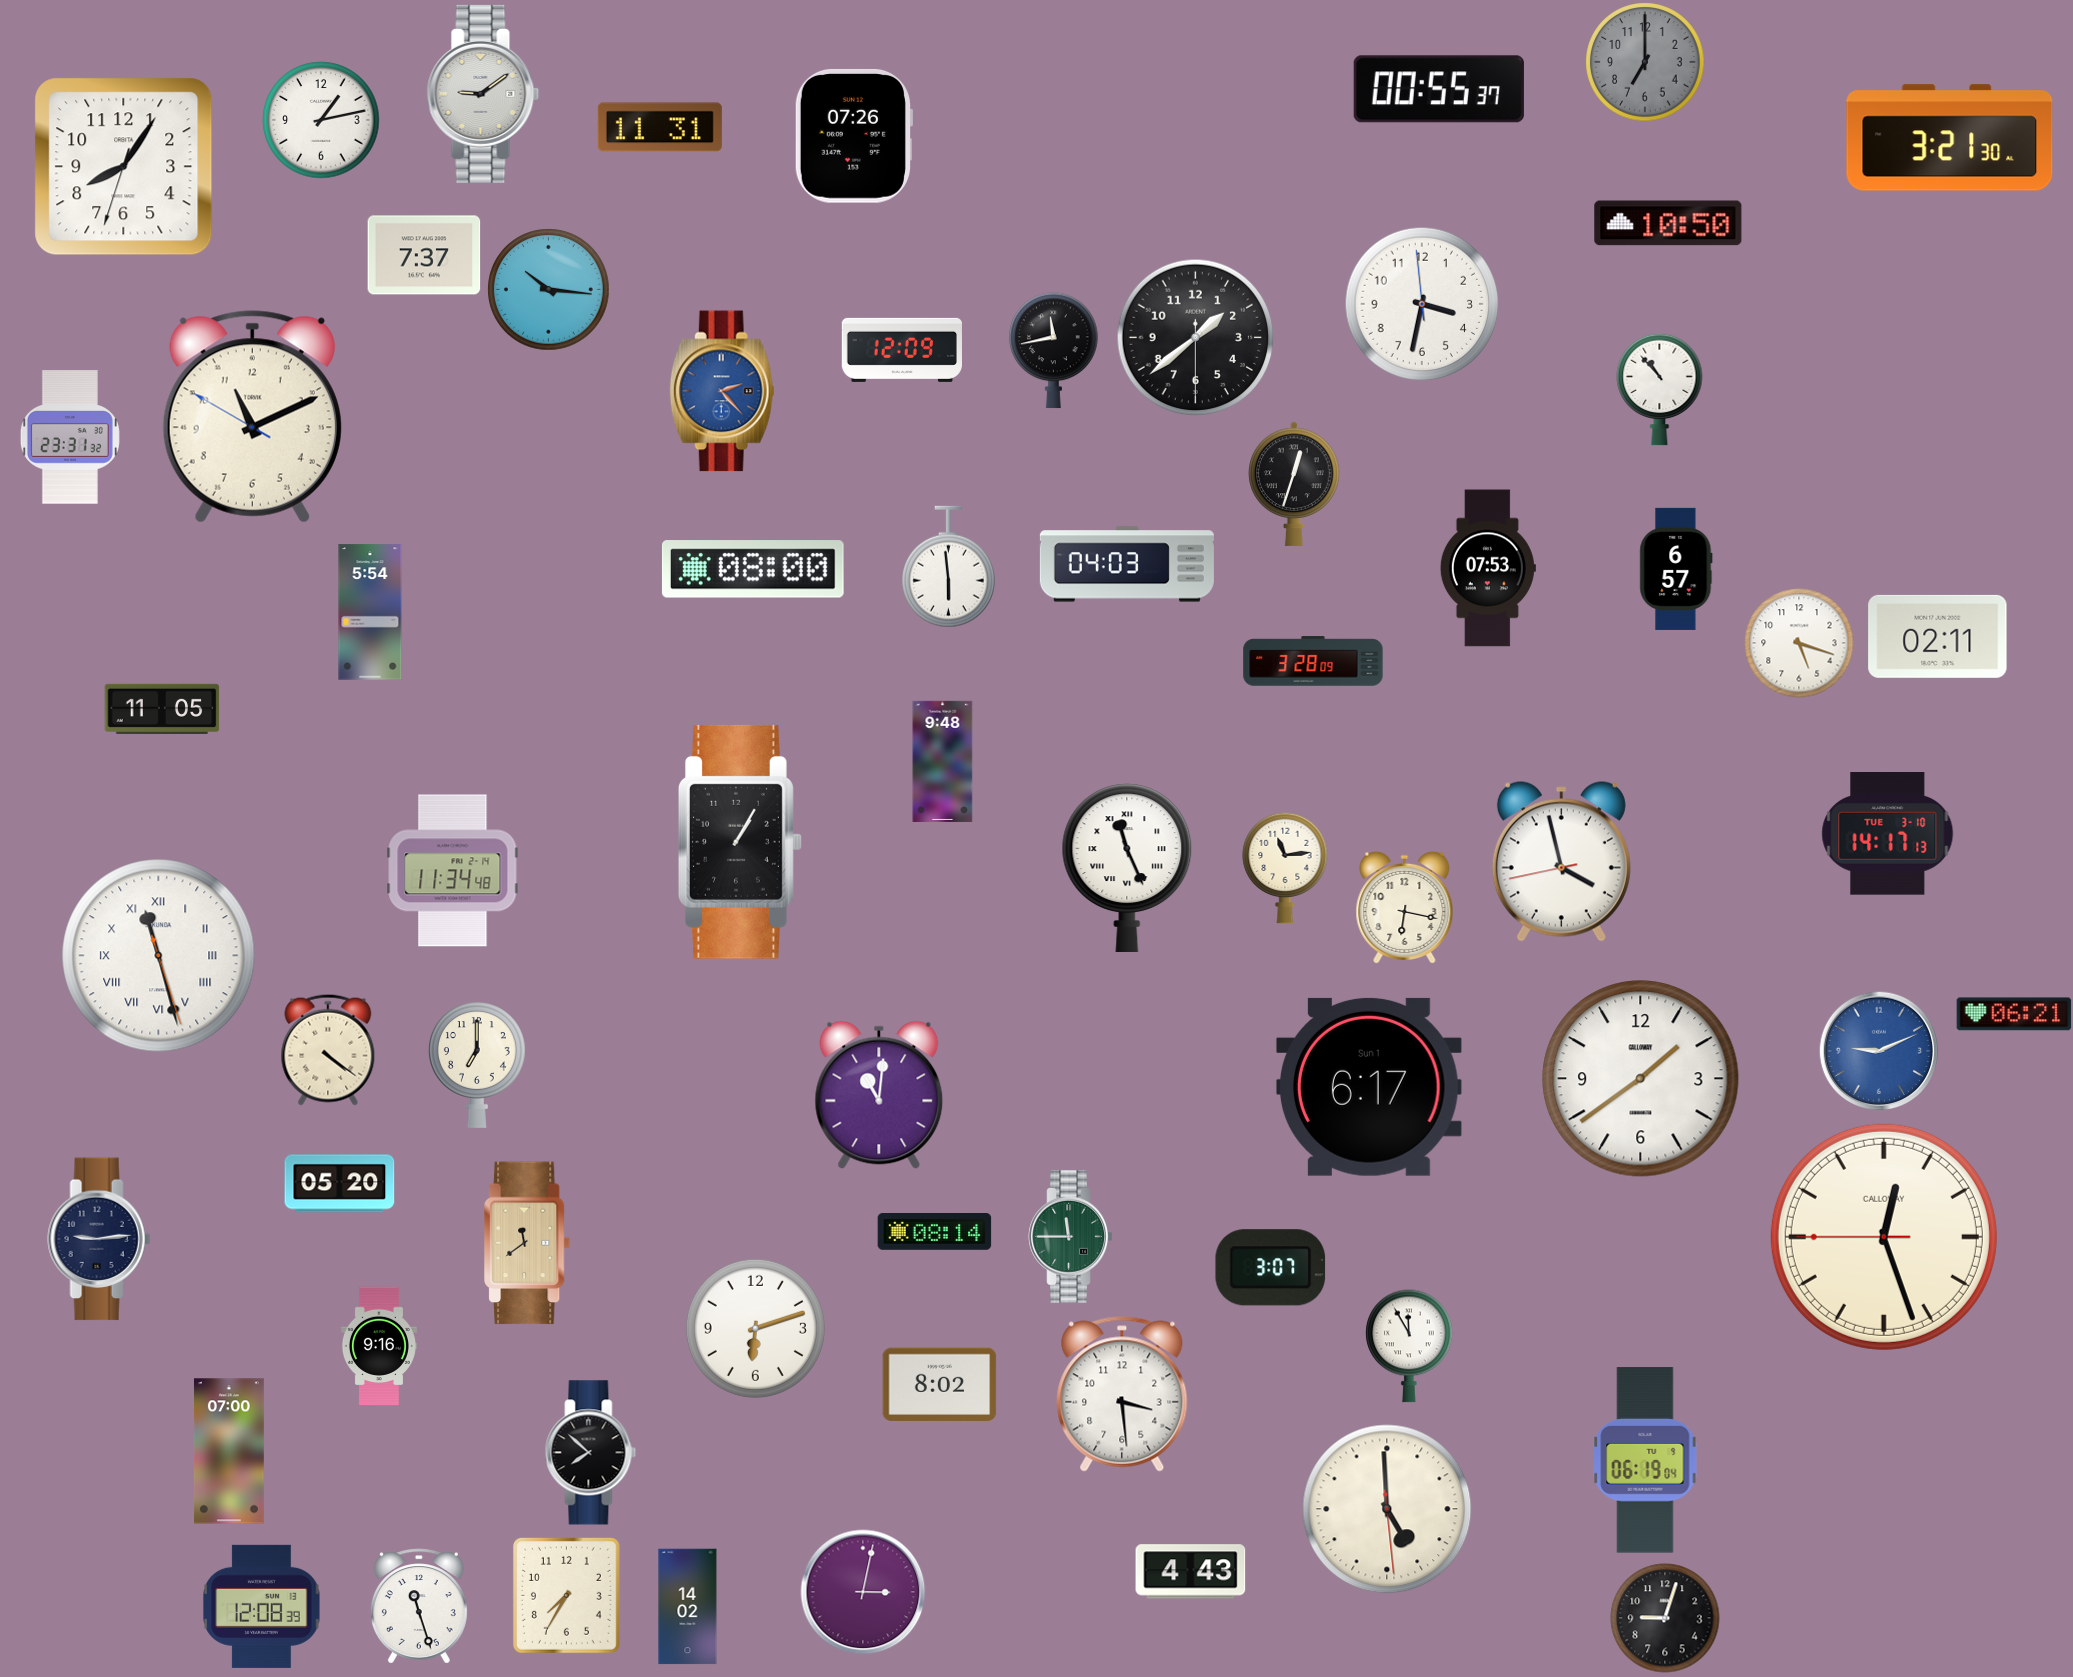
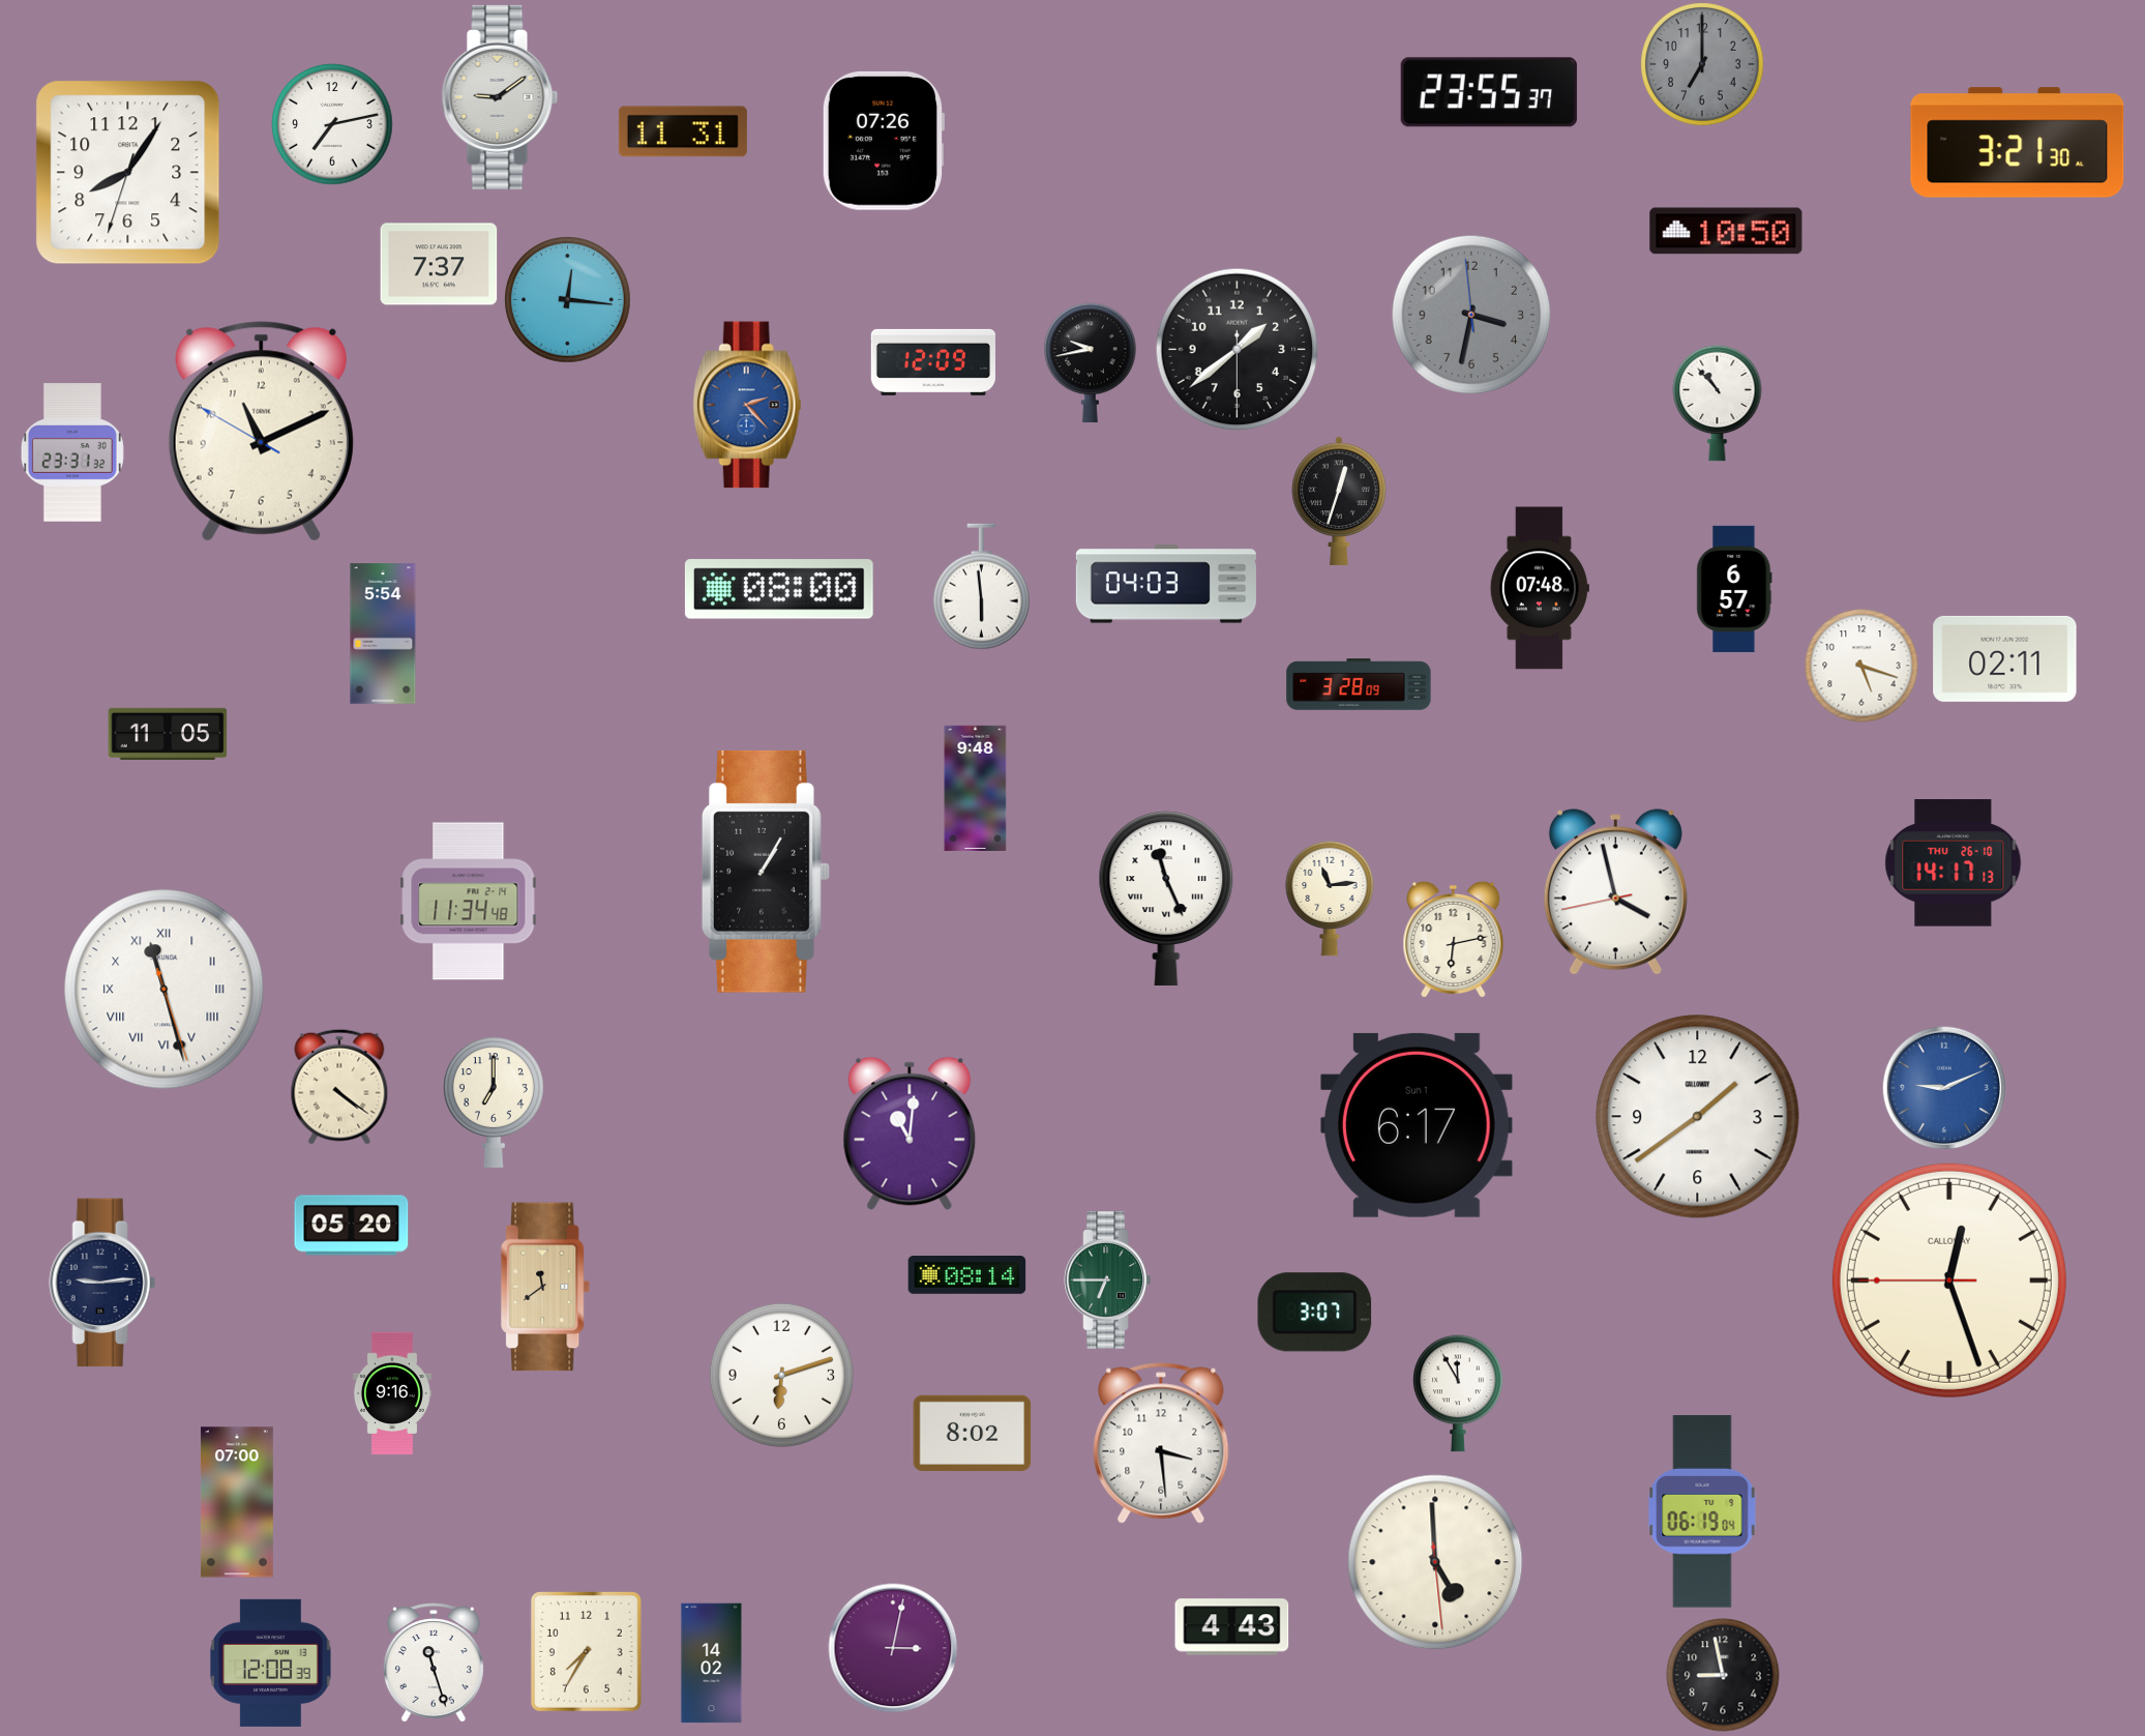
clock at (1439, 89): 00:55 -> 23:55
clock at (321, 120): 1:13 -> 7:13
clock at (549, 290): 10:16 -> 12:16
clock at (1422, 304) dial: white -> grey
clock at (1054, 351): 11:43 -> 9:43
clock at (1488, 568): 07:53 -> 07:48
clock at (1888, 834) date: TUE 3-10 -> THU 26-10
clock at (1405, 907): 6:17 -> 6:13
clock at (2014, 1014): 06:21 -> none
clock at (1071, 1237): 11:45 -> 6:45
clock at (591, 1453): 7:52 -> none
clock at (1665, 1618): 9:03 -> 8:58
